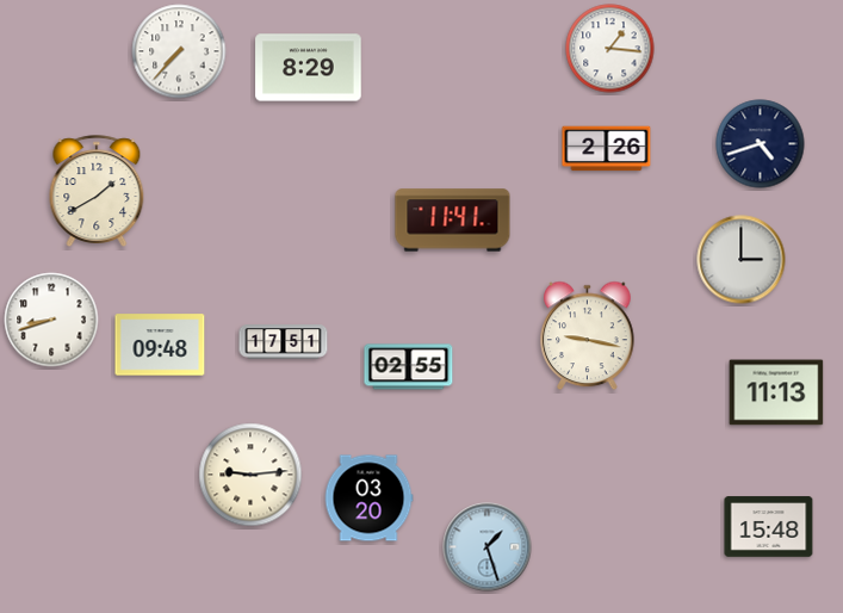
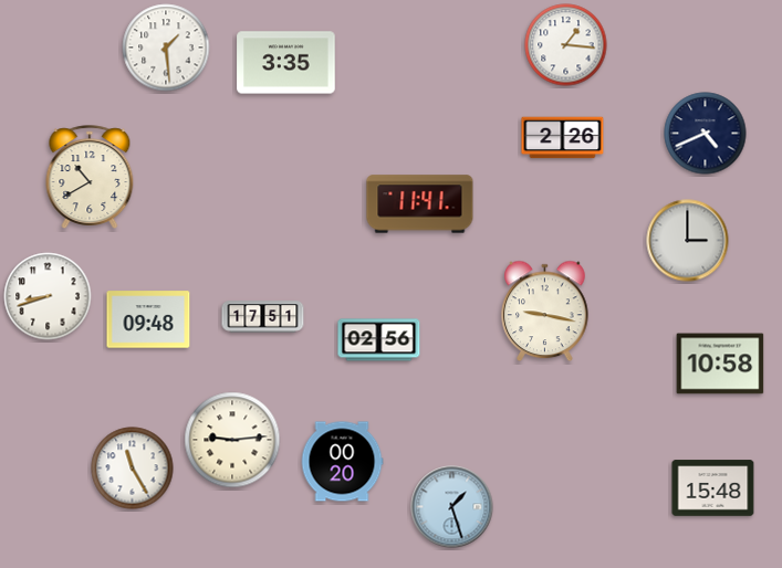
clock at (179, 51): 7:37 -> 1:29
clock at (309, 68): 8:29 -> 3:35
clock at (761, 144): 4:42 -> 4:41
clock at (97, 191): 1:40 -> 10:40
clock at (409, 367): 02:55 -> 02:56
clock at (776, 392): 11:13 -> 10:58
clock at (368, 499): 03:20 -> 00:20
clock at (133, 469): none -> 11:25
